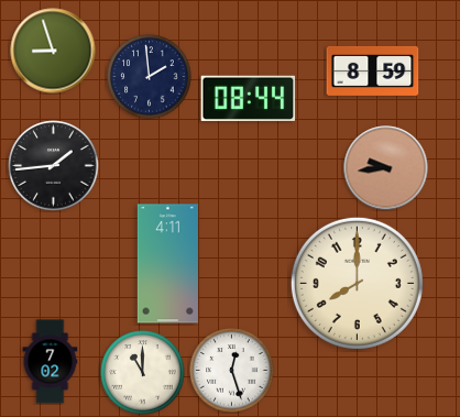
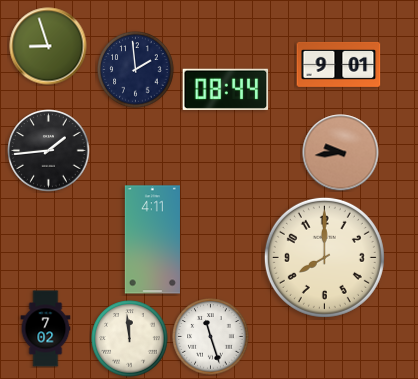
clock at (373, 70): 8:59 -> 9:01
clock at (386, 168) position: (386, 168) -> (341, 153)
clock at (232, 371): 12:27 -> 11:27
clock at (143, 373): 11:00 -> 11:59
